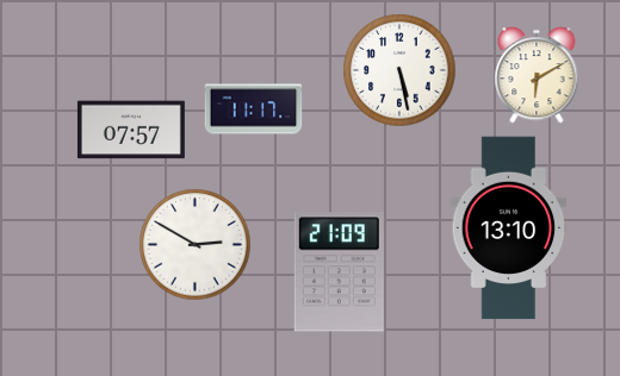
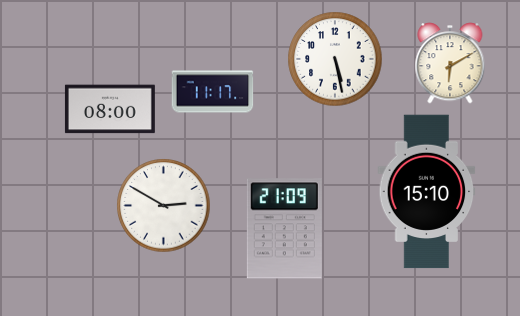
clock at (131, 130): 07:57 -> 08:00
clock at (509, 228): 13:10 -> 15:10
